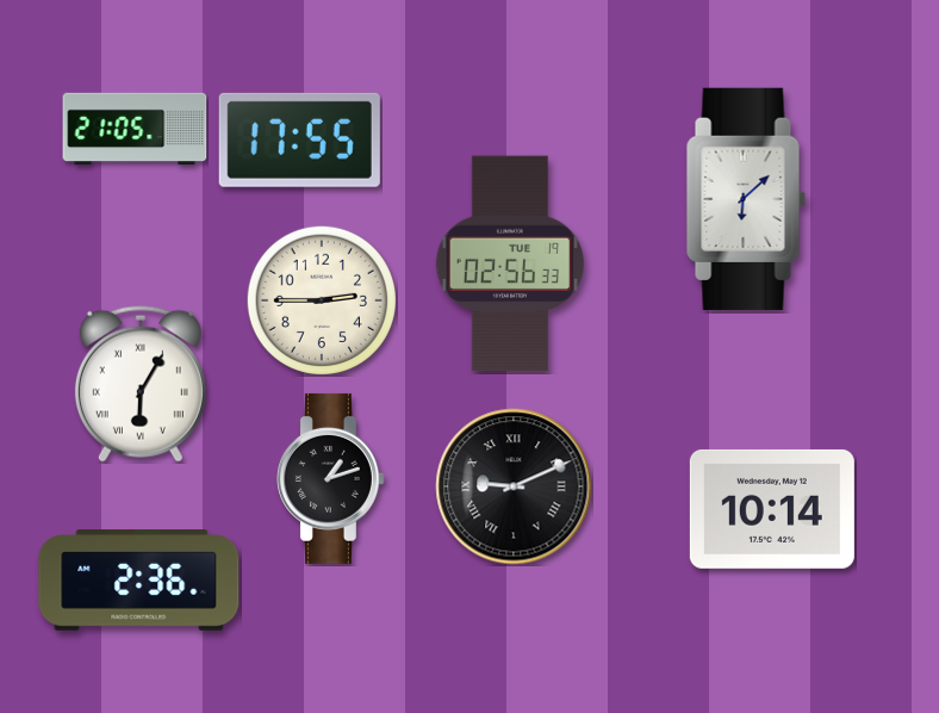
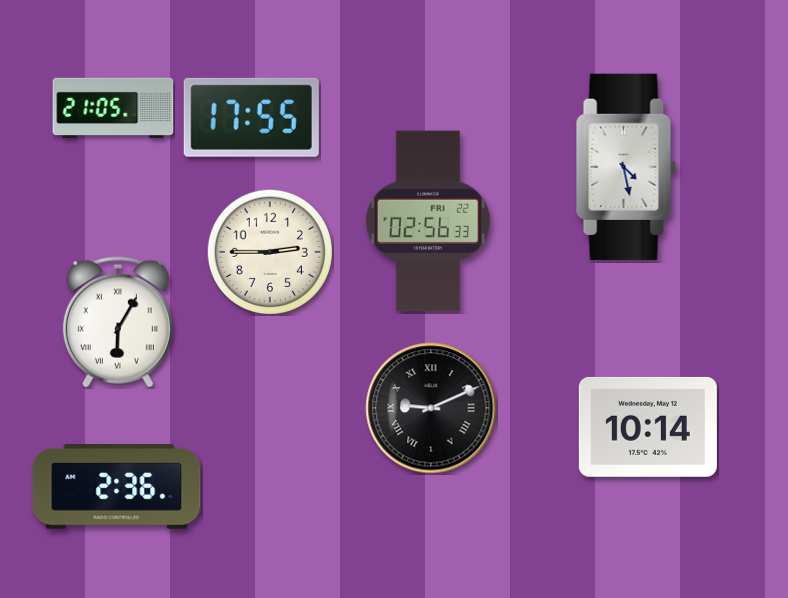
clock at (746, 199): 6:08 -> 4:28
clock at (510, 263) date: TUE 19 -> FRI 22
clock at (330, 478): 1:12 -> none
